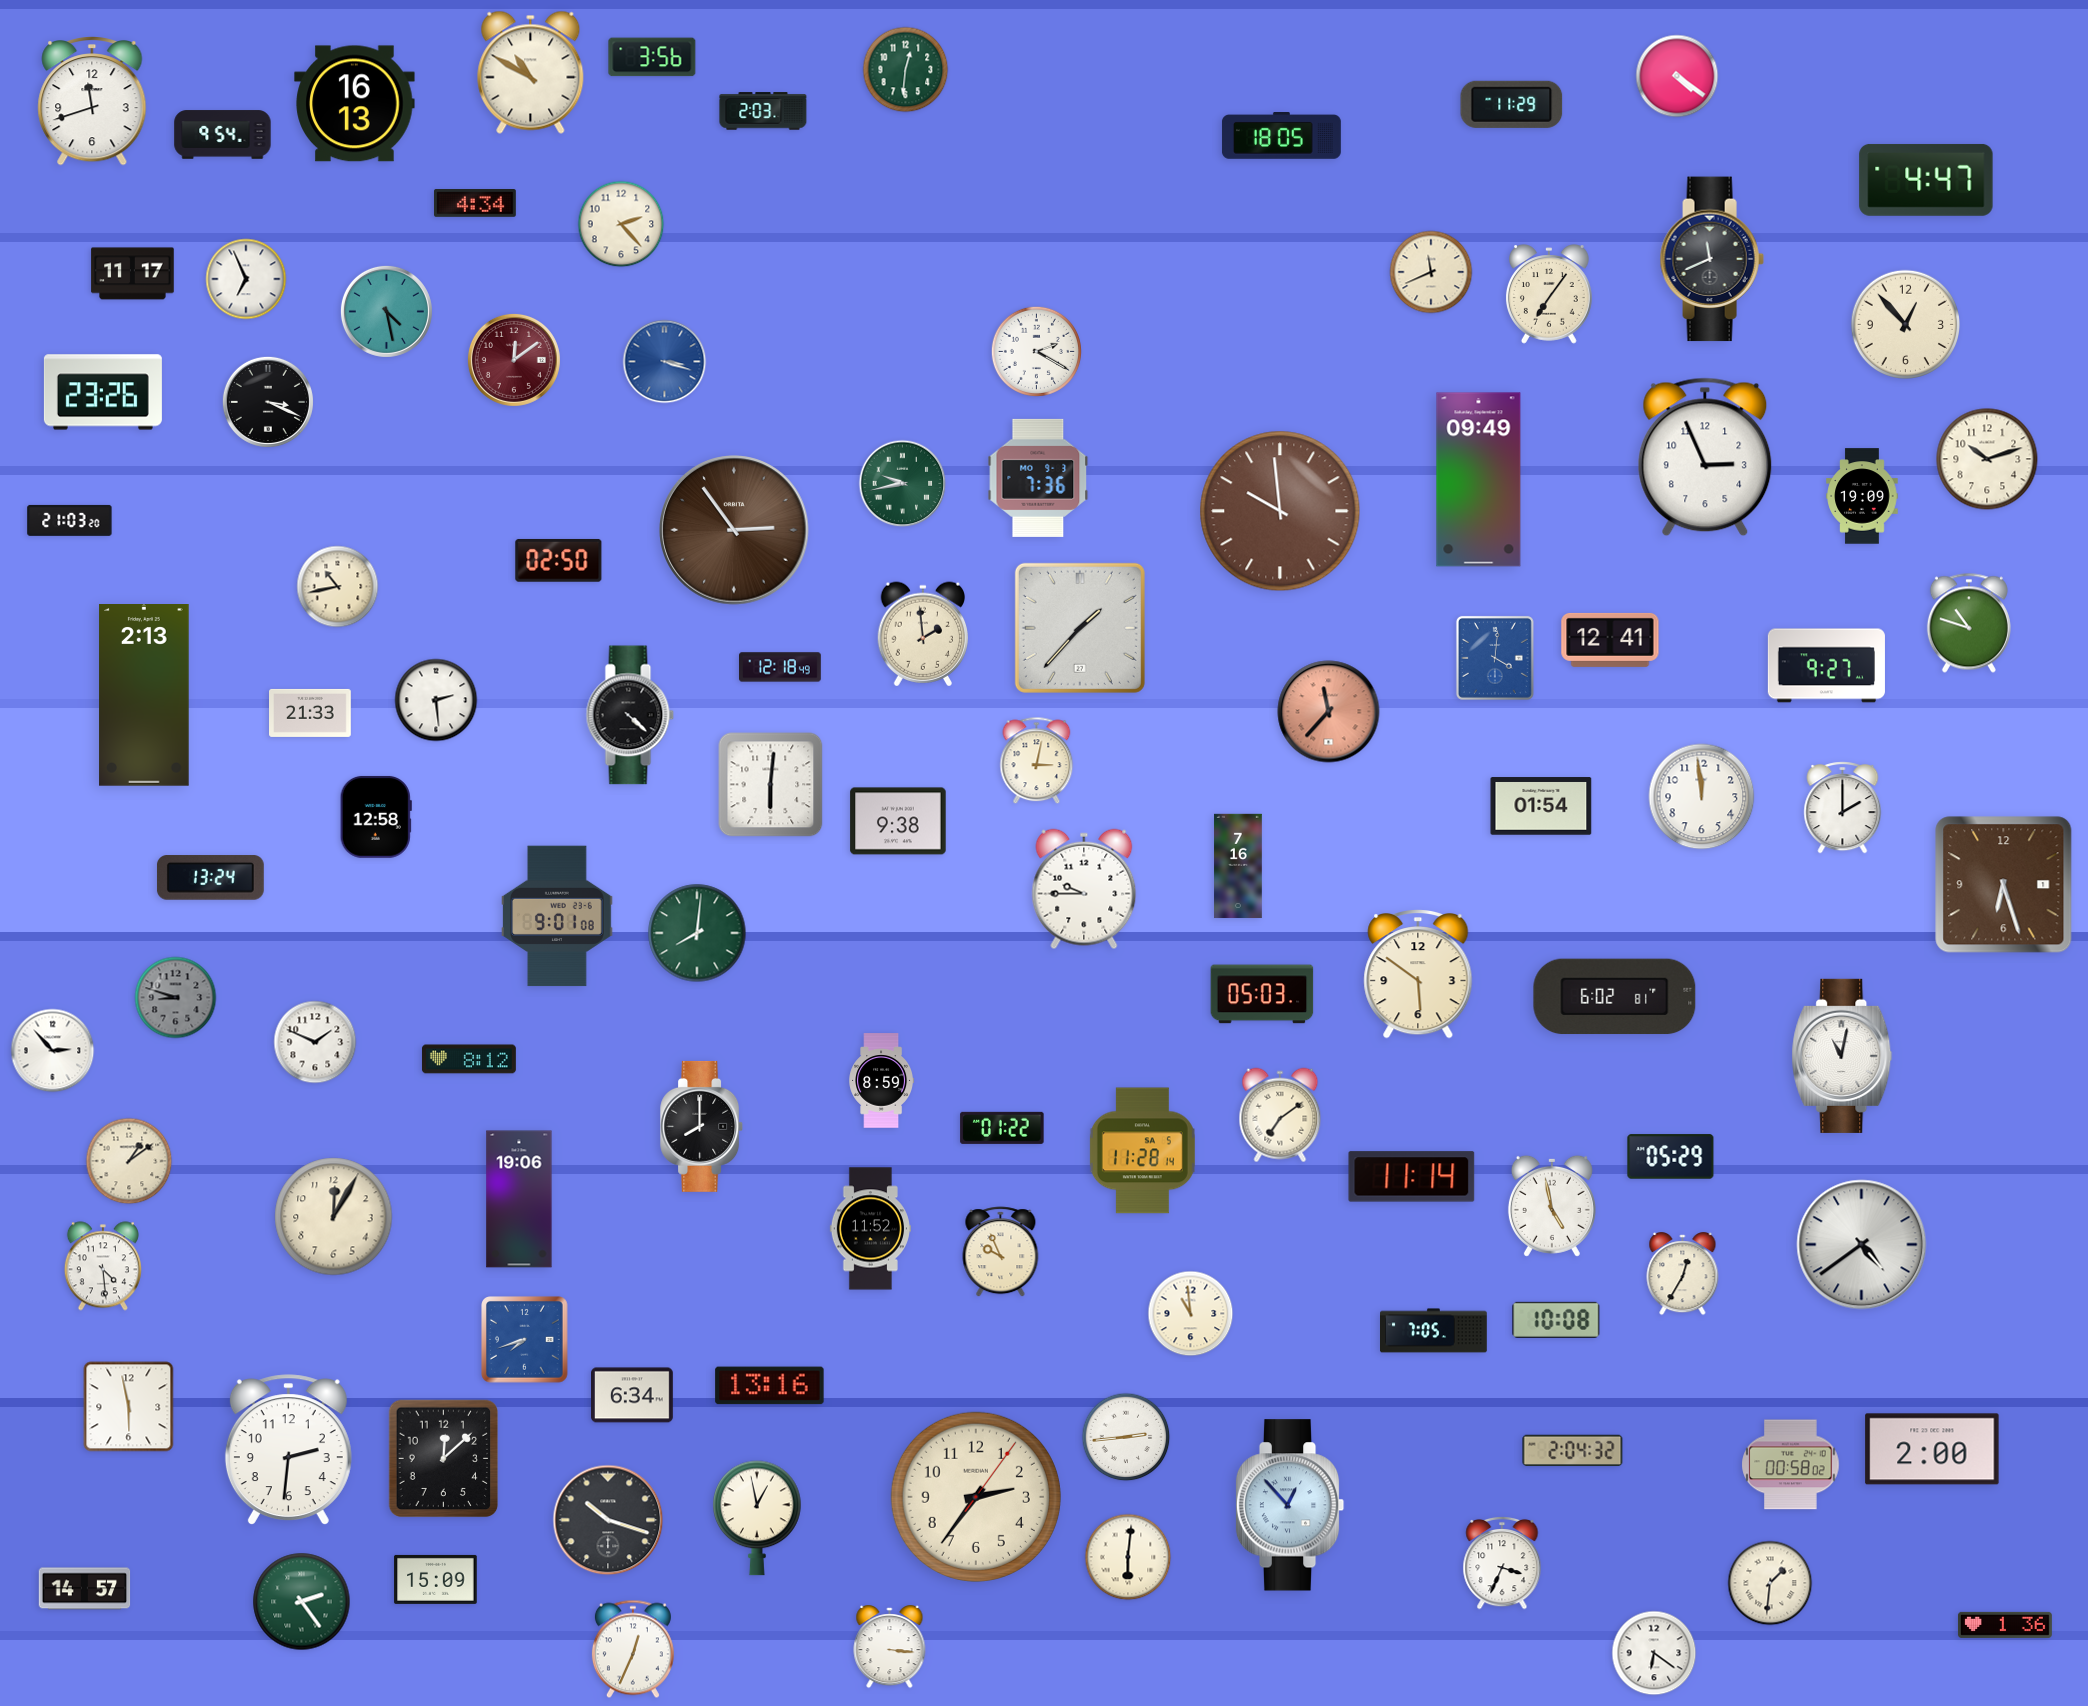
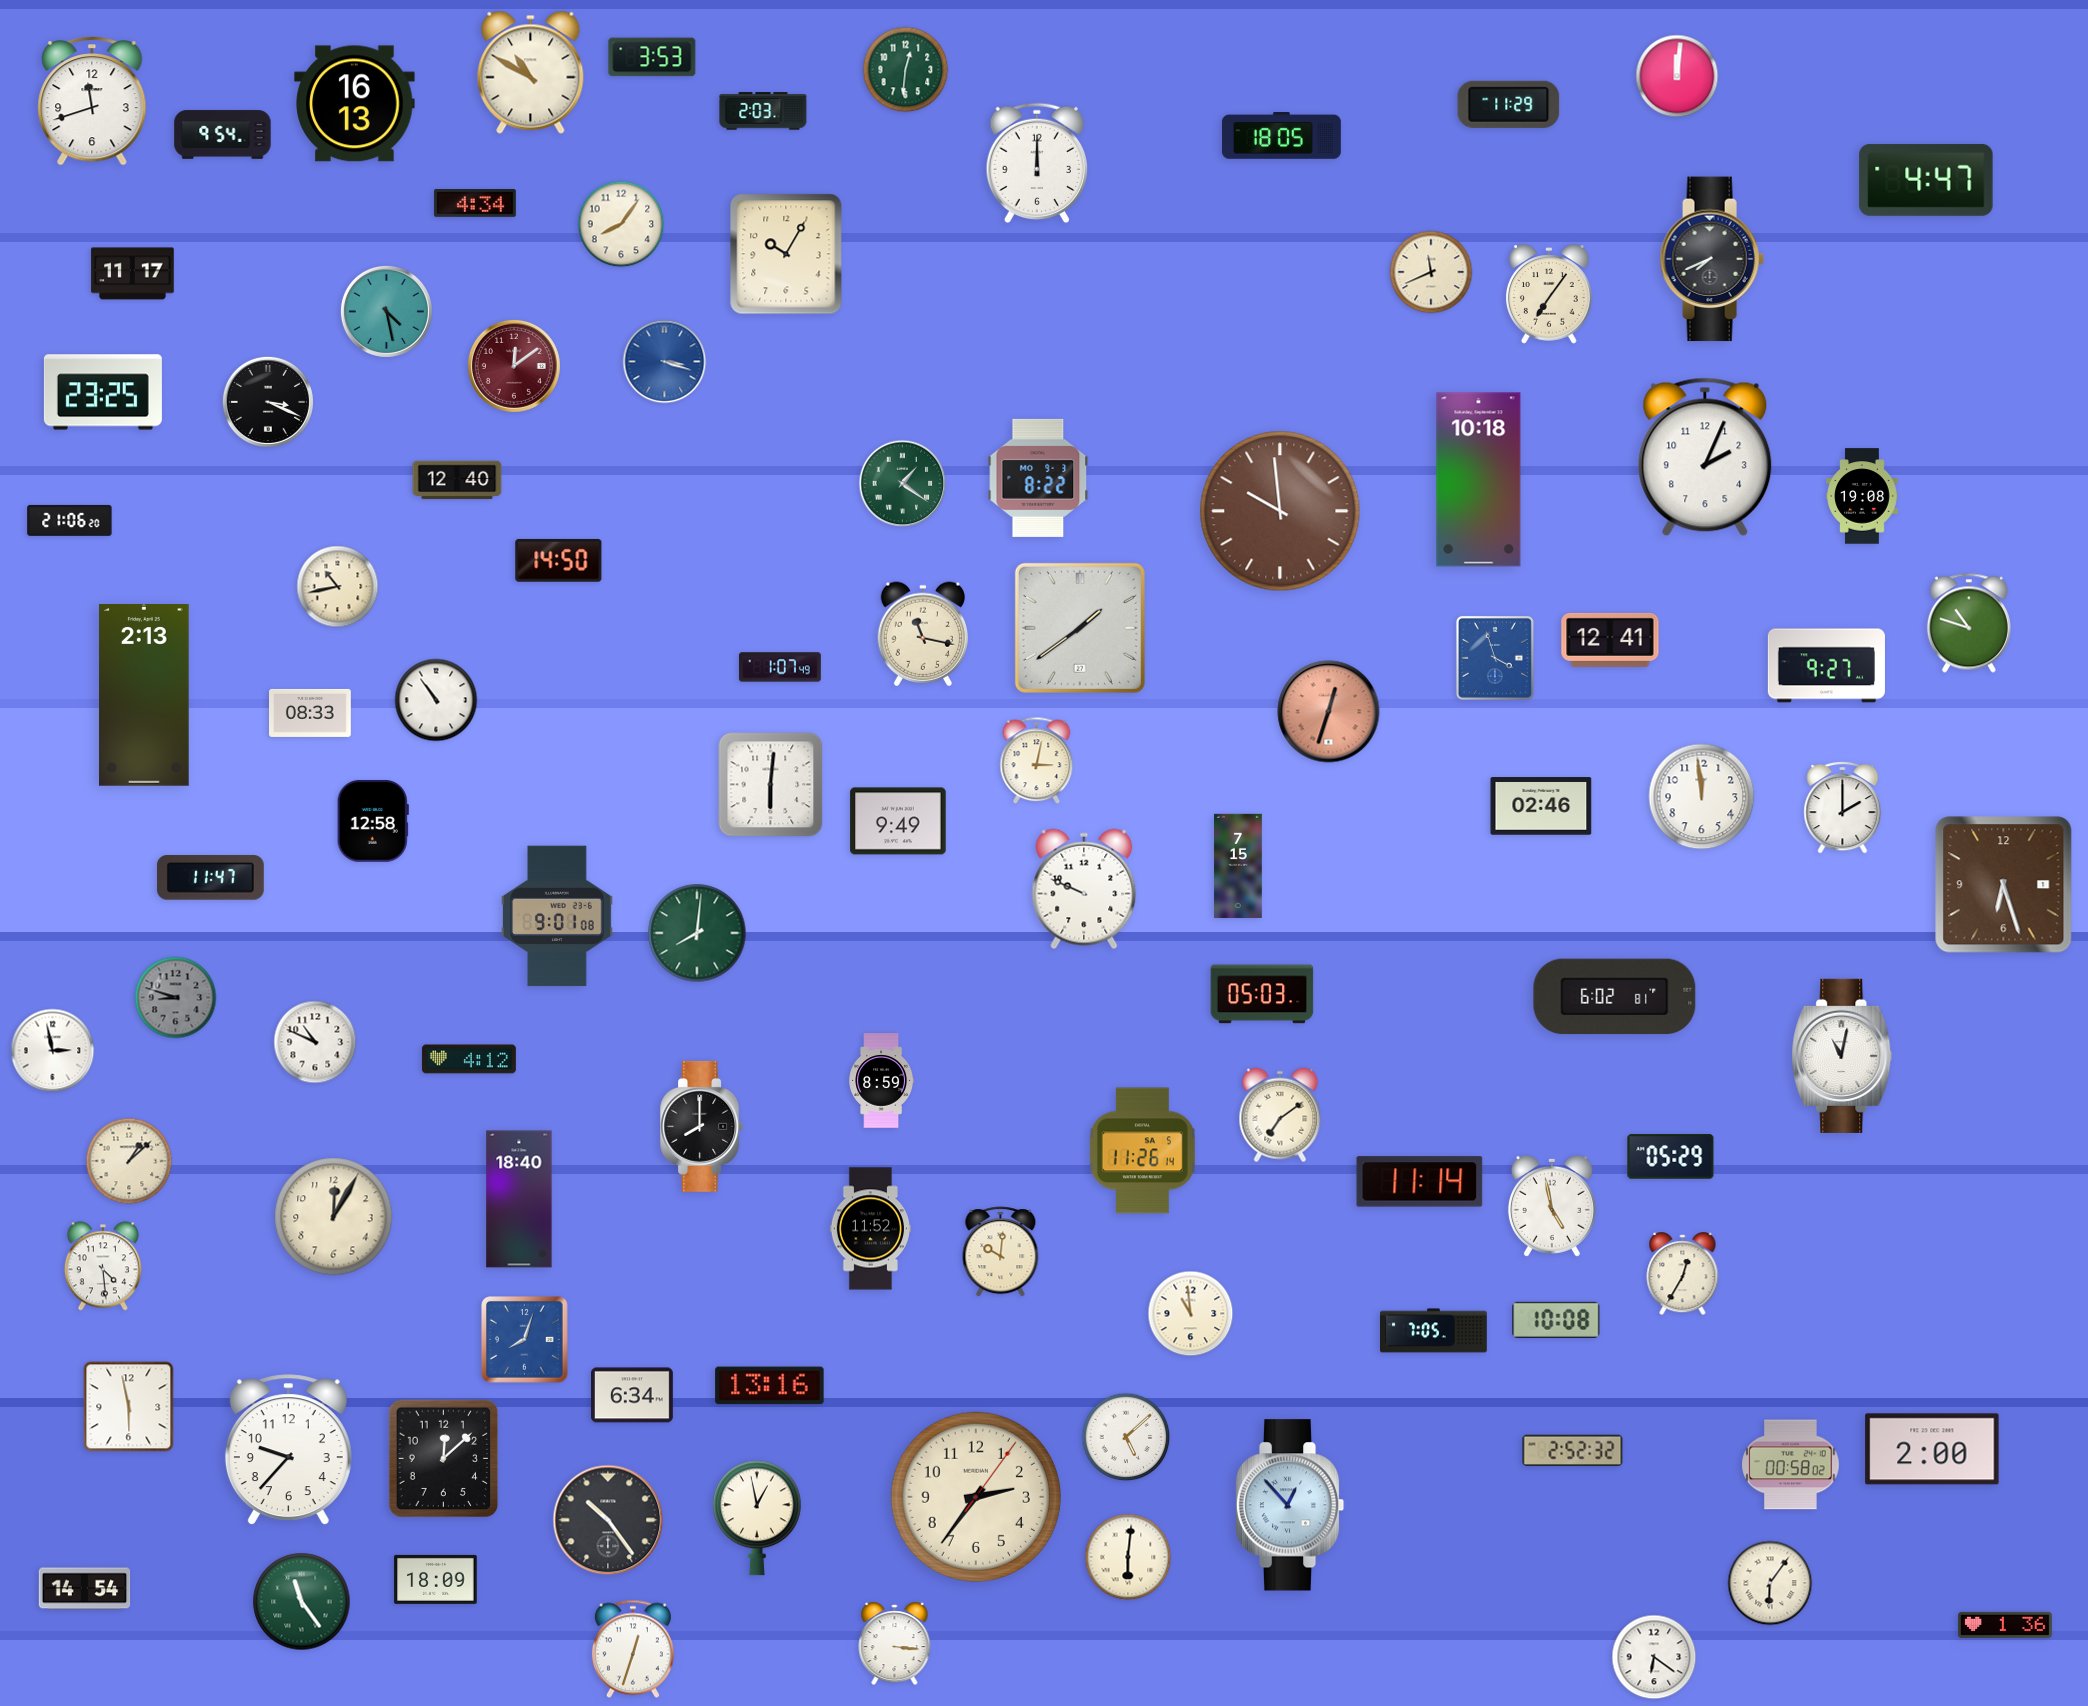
clock at (652, 57): 3:56 -> 3:53
clock at (1677, 76): 4:21 -> 12:01
clock at (1512, 104) position: (1512, 104) -> (1509, 104)
clock at (1036, 163): none -> 12:00
clock at (621, 224): 2:23 -> 8:06
clock at (786, 254): none -> 10:05
clock at (1712, 259): 11:41 -> 7:41
clock at (246, 279): 6:56 -> none
clock at (1905, 324): 12:53 -> none
clock at (1036, 351): 2:20 -> none
clock at (514, 360) position: (514, 360) -> (514, 366)
clock at (103, 392): 23:26 -> 23:25
clock at (1705, 457): 2:56 -> 2:04
clock at (1987, 459): 10:12 -> none
clock at (1038, 478): 7:36 -> 8:22
clock at (457, 480): none -> 12:40
clock at (1479, 480): 09:49 -> 10:18
clock at (903, 484): 9:43 -> 1:21
clock at (1862, 496): 19:09 -> 19:08
clock at (70, 520): 21:03 -> 21:06
clock at (734, 530): 2:54 -> none
clock at (559, 560): 02:50 -> 14:50
clock at (1080, 628): 1:37 -> 1:39
clock at (923, 634): 1:59 -> 11:17
clock at (1495, 658): 4:01 -> 3:57
clock at (781, 667): 12:18 -> 1:07
clock at (436, 700): 2:29 -> 10:54
clock at (1329, 712): 11:37 -> 12:33
clock at (311, 713): 21:33 -> 08:33
clock at (630, 715): 4:22 -> none
clock at (1541, 806): 01:54 -> 02:46
clock at (376, 817) position: (376, 817) -> (373, 821)
clock at (898, 821): 9:38 -> 9:49
clock at (1238, 866): 7:16 -> 7:15
clock at (210, 878): 13:24 -> 11:47
clock at (1084, 889): 9:45 -> 9:49
clock at (1418, 975): 5:51 -> none
clock at (315, 1042): 1:49 -> 10:49
clock at (53, 1051): 2:53 -> 2:58
clock at (469, 1059): 8:12 -> 4:12
clock at (1002, 1128): 01:22 -> none
clock at (1142, 1151): 11:28 -> 11:26
clock at (129, 1161): 1:09 -> 1:08
clock at (1412, 1177) position: (1412, 1177) -> (1420, 1182)
clock at (519, 1199): 19:06 -> 18:40
clock at (1862, 1245): 4:39 -> none
clock at (1001, 1252): 9:56 -> 10:01
clock at (525, 1340): 7:42 -> 8:03
clock at (1126, 1437): 2:44 -> 5:08
clock at (288, 1450): 2:31 -> 9:37
clock at (1573, 1451): 2:04 -> 2:52
clock at (608, 1520): 10:18 -> 10:24
clock at (1502, 1563): 3:34 -> none
clock at (436, 1579): 15:09 -> 18:09
clock at (1770, 1583): 1:31 -> 6:06
clock at (85, 1589): 14:57 -> 14:54
clock at (302, 1602): 2:24 -> 11:24
clock at (890, 1647) position: (890, 1647) -> (895, 1644)
clock at (633, 1649): 12:34 -> 12:33
clock at (1654, 1653) position: (1654, 1653) -> (1654, 1657)
